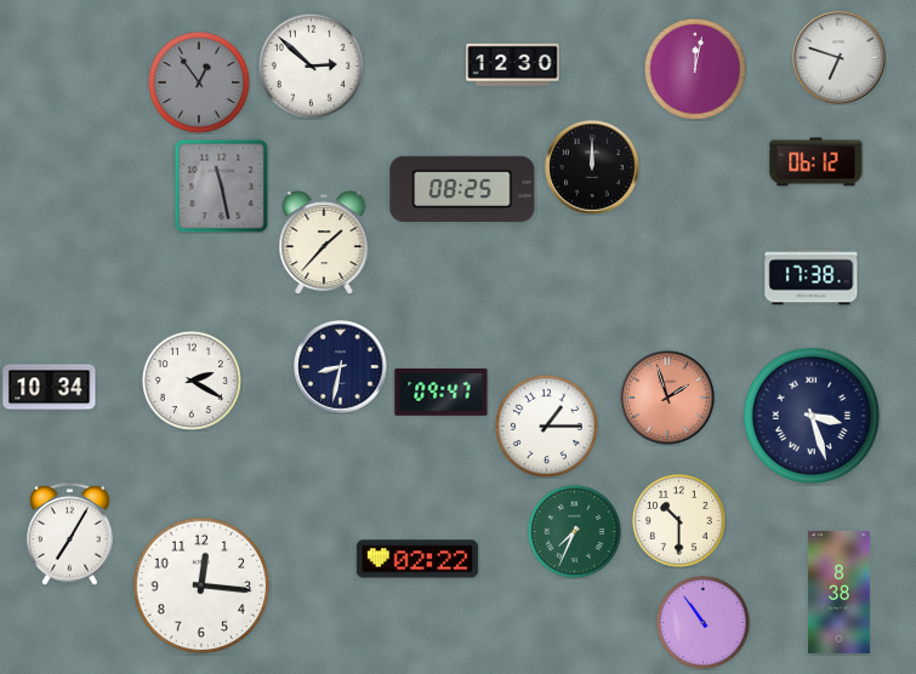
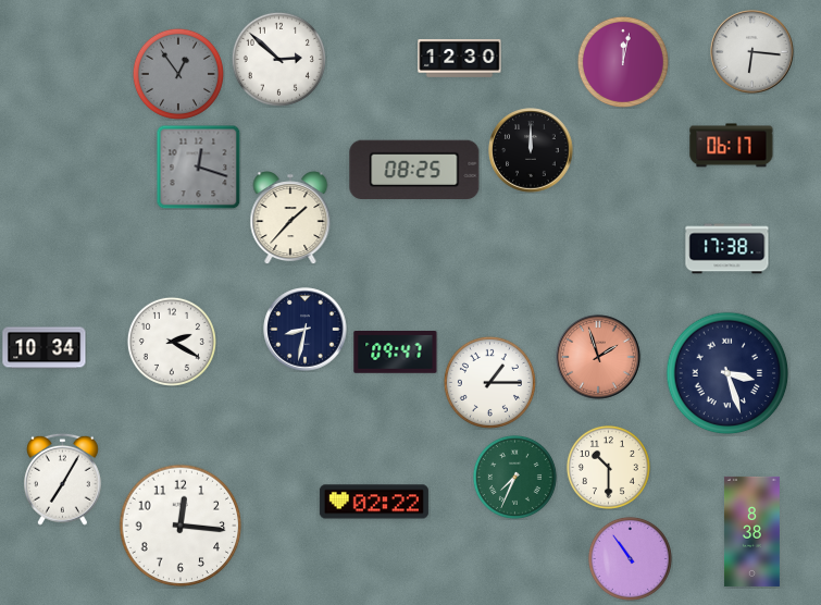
clock at (840, 58): 6:48 -> 6:16
clock at (817, 162): 06:12 -> 06:17
clock at (221, 185): 11:28 -> 12:18
